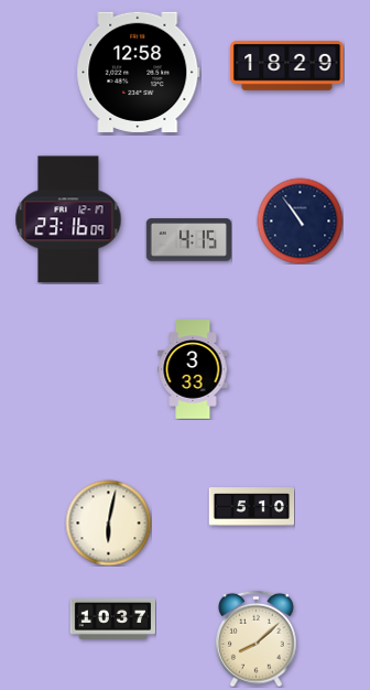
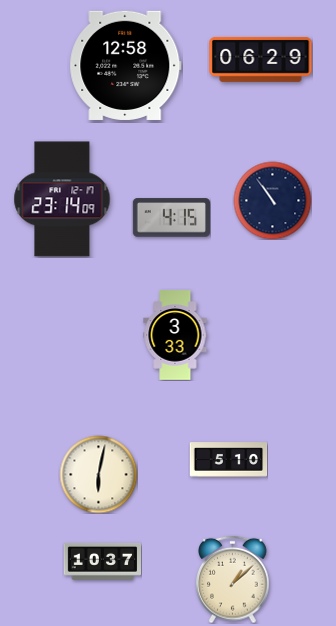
clock at (287, 65): 18:29 -> 06:29
clock at (68, 219): 23:16 -> 23:14
clock at (257, 638): 8:08 -> 1:08
